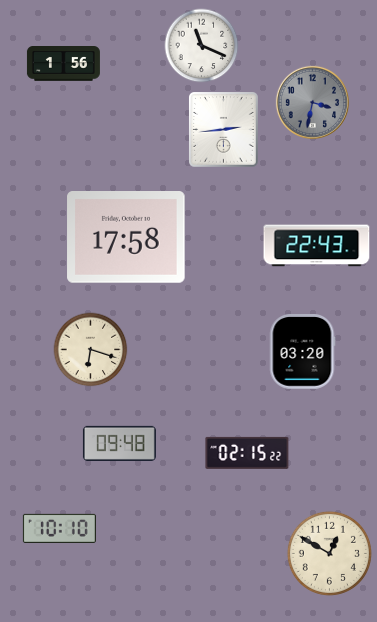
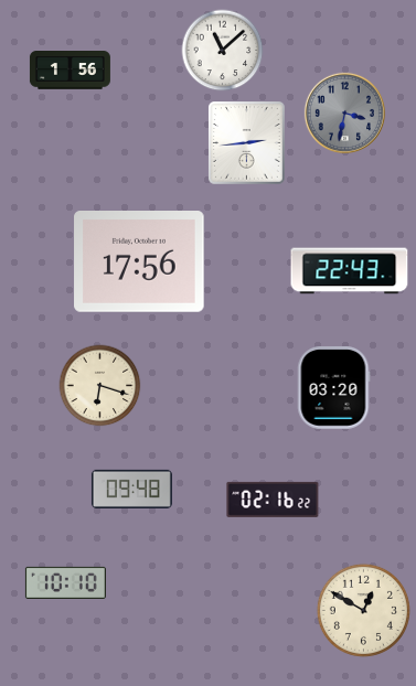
clock at (202, 46): 11:19 -> 11:08
clock at (126, 238): 17:58 -> 17:56
clock at (247, 453): 02:15 -> 02:16
